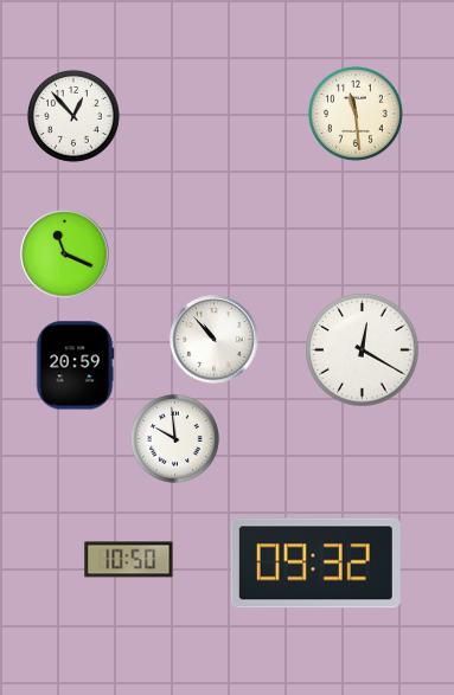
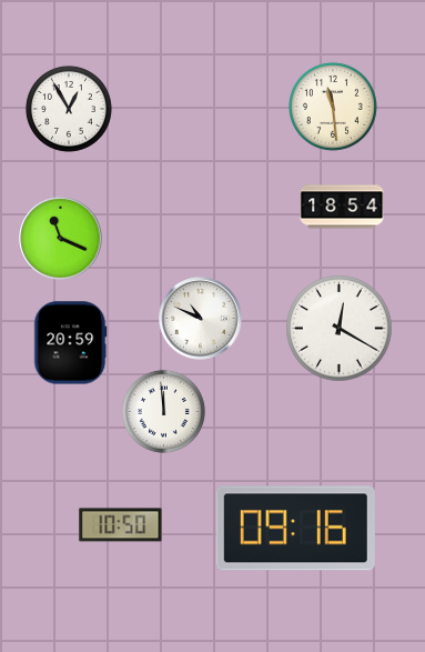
clock at (73, 116): 12:53 -> 12:55
clock at (342, 207): none -> 18:54
clock at (215, 340): 10:53 -> 10:49
clock at (174, 438): 9:59 -> 11:59
clock at (315, 564): 09:32 -> 09:16
